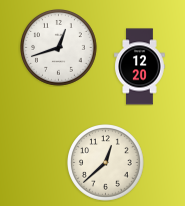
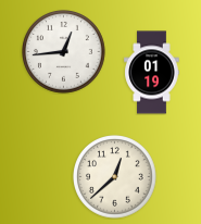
clock at (59, 48): 12:42 -> 12:44
clock at (140, 67): 12:20 -> 01:19
